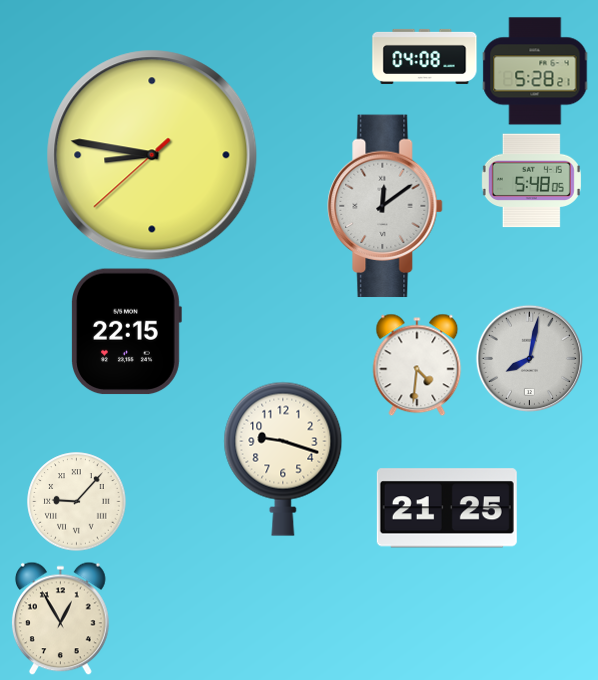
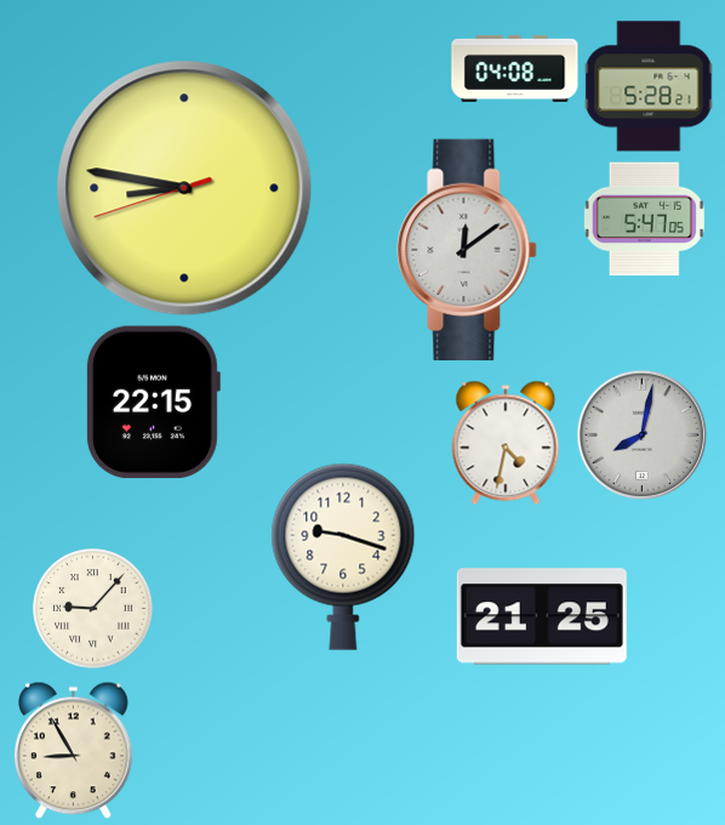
clock at (152, 155): 8:46:38 -> 8:46:42
clock at (531, 181): 5:48 -> 5:47
clock at (417, 365): 4:31 -> 4:32
clock at (61, 618): 12:55 -> 8:55
